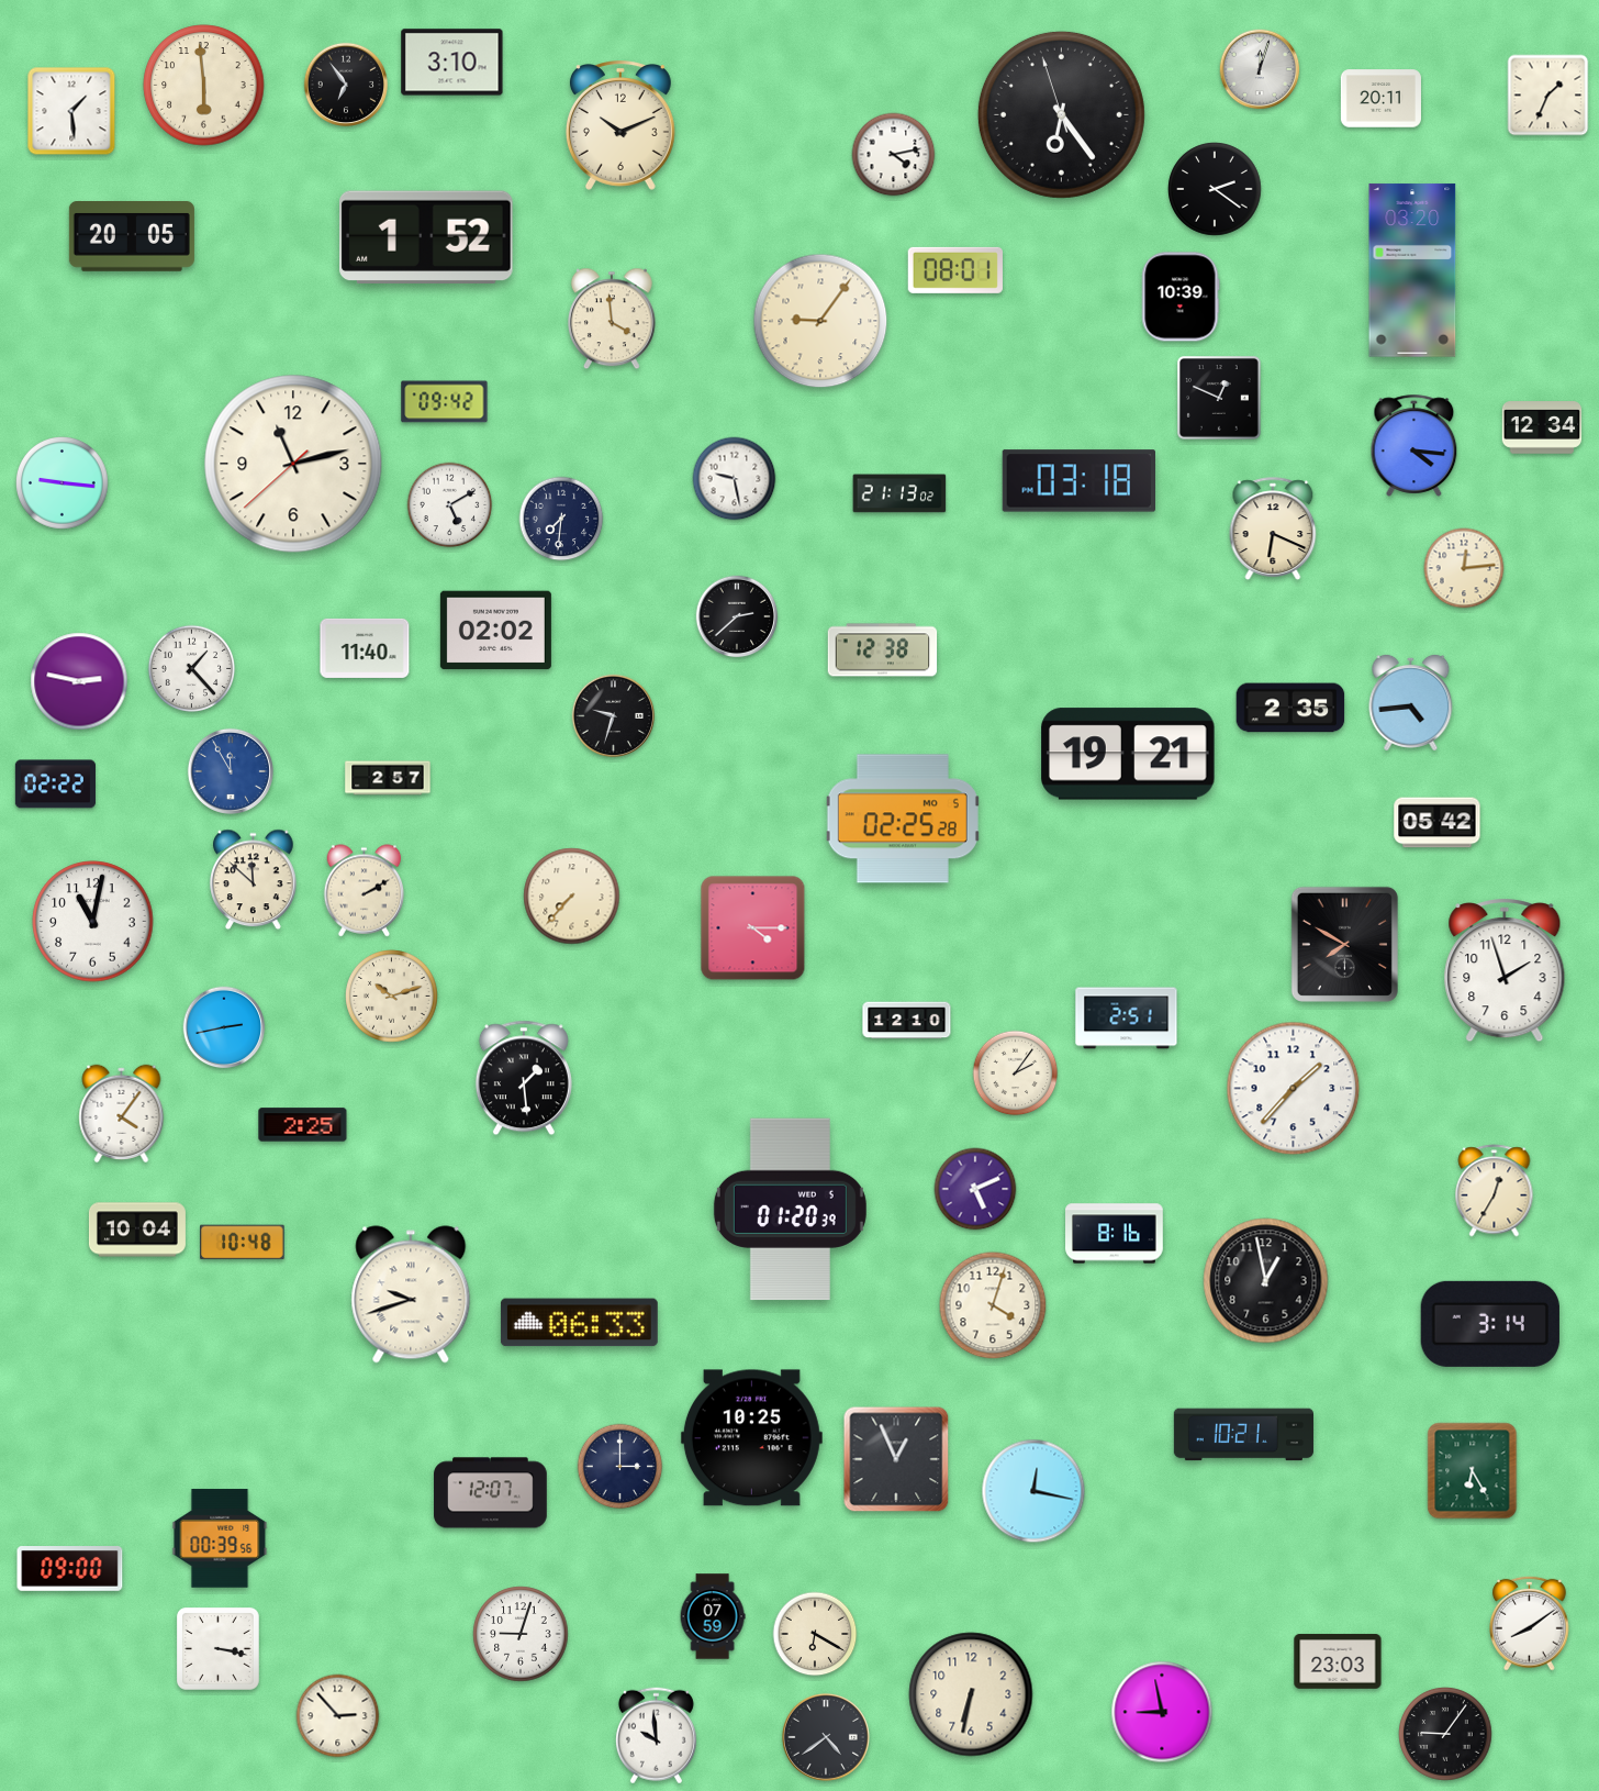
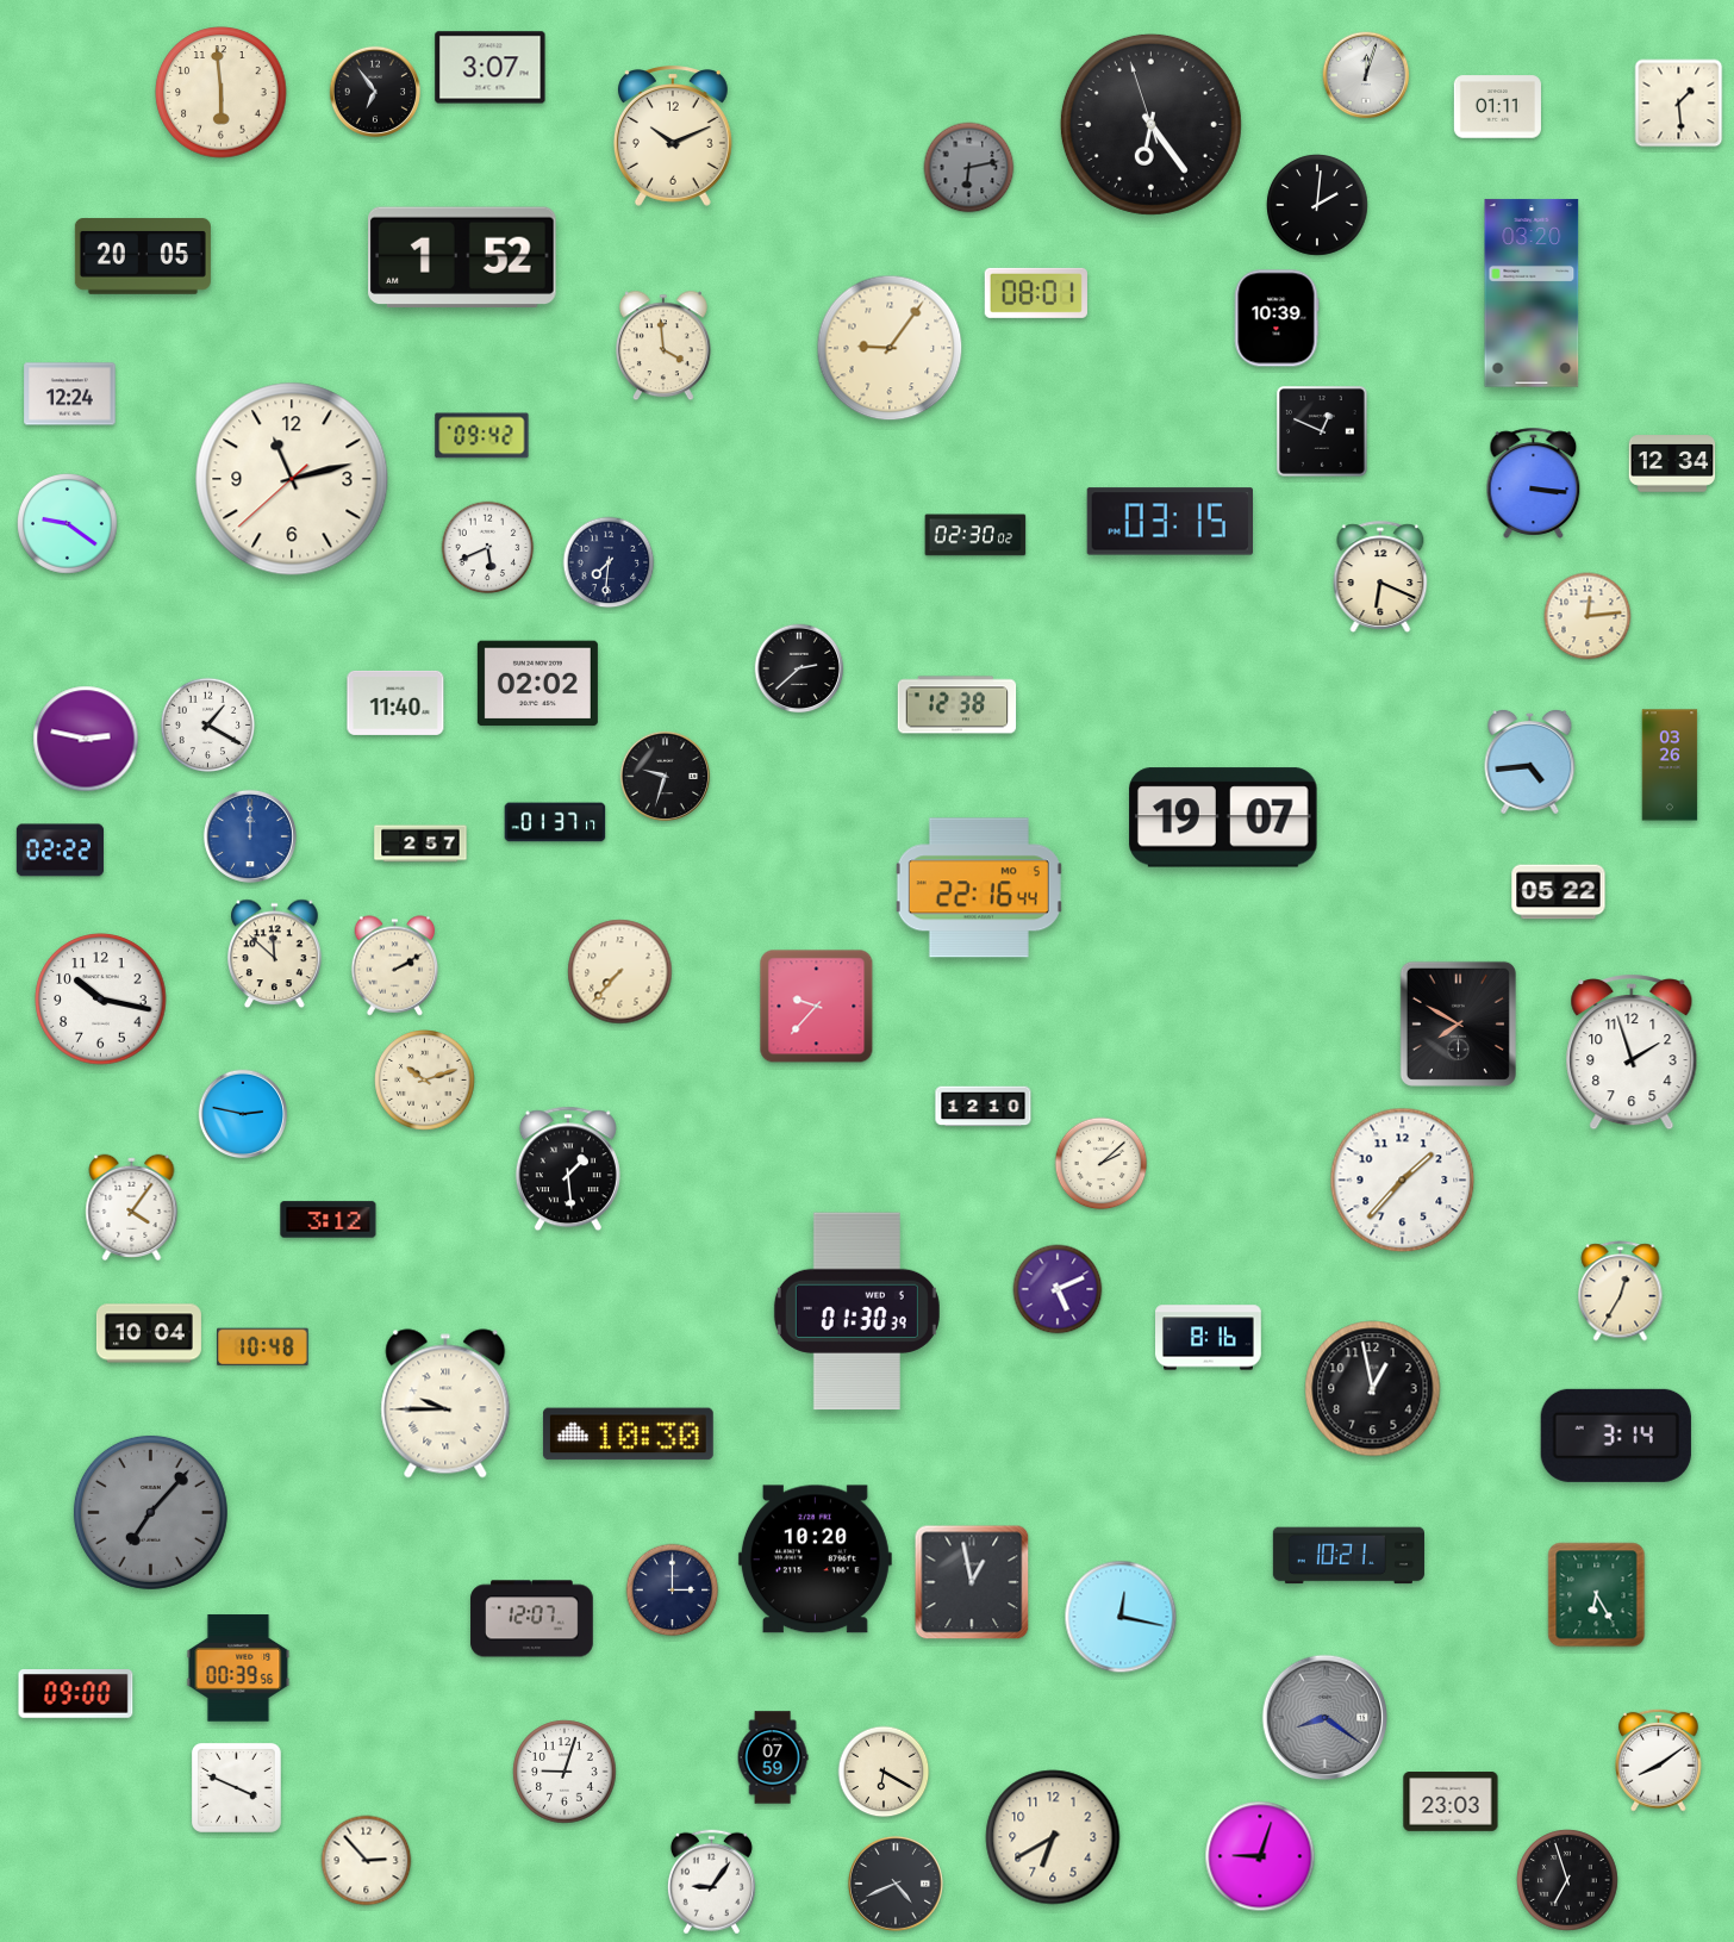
clock at (452, 63): 3:10 -> 3:07
clock at (1548, 96): 1:34 -> 1:29
clock at (1380, 99): 20:11 -> 01:11
clock at (71, 111): 1:29 -> none
clock at (894, 155): 4:13 -> 6:13
clock at (894, 155) dial: white -> grey
clock at (1215, 189): 2:21 -> 2:01
clock at (1181, 297) position: (1181, 297) -> (1277, 318)
clock at (70, 394): none -> 12:24
clock at (1415, 445): 4:16 -> 3:16
clock at (293, 464) position: (293, 464) -> (292, 479)
clock at (735, 479): 9:28 -> none
clock at (1078, 481): 03:18 -> 03:15
clock at (63, 483): 9:16 -> 9:21
clock at (899, 493): 21:13 -> 02:30
clock at (450, 505): 5:10 -> 5:41
clock at (1273, 529) position: (1273, 529) -> (1380, 577)
clock at (192, 669): 1:23 -> 1:20
clock at (1670, 765): none -> 03:26
clock at (1290, 708): 2:35 -> none
clock at (1129, 754): 19:21 -> 19:07
clock at (555, 822): none -> 01:37
clock at (231, 771): 11:55 -> 12:00
clock at (903, 819): 02:25 -> 22:16
clock at (1438, 823): 05:42 -> 05:22
clock at (93, 922): 11:02 -> 10:17
clock at (753, 928): 4:15 -> 9:37
clock at (1127, 1019): 2:51 -> none
clock at (224, 1027): 2:43 -> 2:47
clock at (1016, 1074): 2:06 -> 2:08
clock at (303, 1125): 2:25 -> 3:12
clock at (790, 1210): 01:20 -> 01:30
clock at (411, 1294): 9:42 -> 9:45
clock at (993, 1305): 4:03 -> none
clock at (579, 1323): 06:33 -> 10:30
clock at (150, 1512): none -> 7:07
clock at (751, 1438): 10:25 -> 10:20
clock at (896, 1459): 12:56 -> 12:58
clock at (70, 1569) position: (70, 1569) -> (76, 1694)
clock at (1326, 1718): none -> 8:21
clock at (713, 1616) position: (713, 1616) -> (773, 1757)
clock at (217, 1648): 3:17 -> 3:49
clock at (971, 1694): 6:32 -> 6:40
clock at (1162, 1712): 8:58 -> 9:03
clock at (1445, 1734): 9:06 -> 6:57
clock at (656, 1736): 9:59 -> 9:06
clock at (826, 1737): 4:39 -> 4:41
